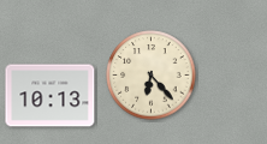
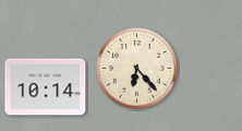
clock at (51, 96): 10:13 -> 10:14
